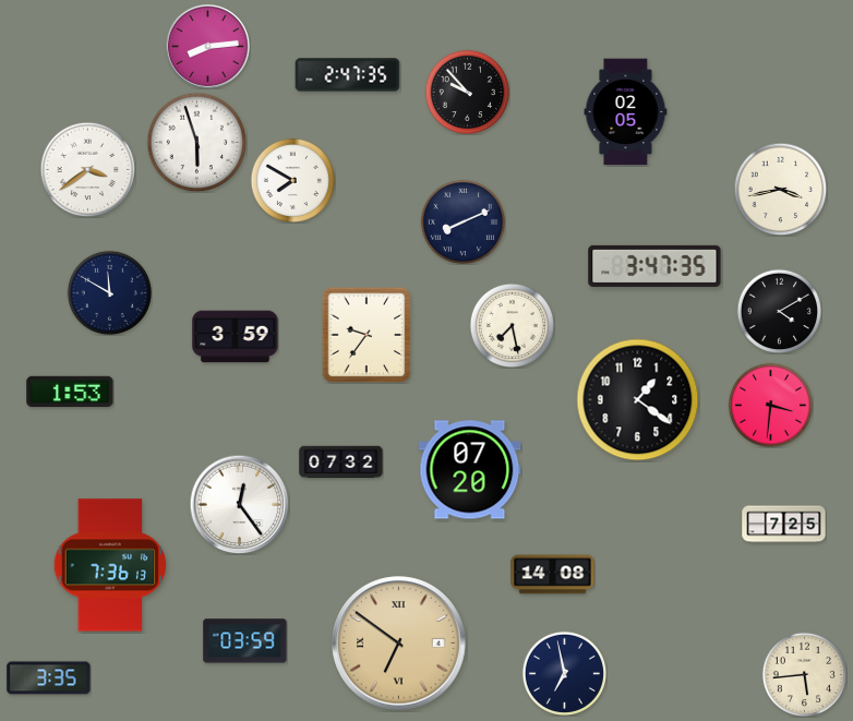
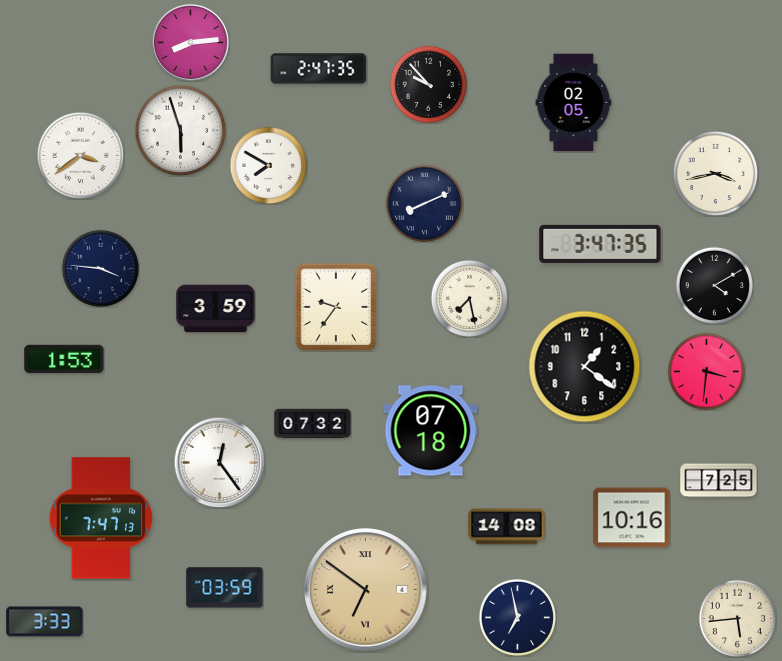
clock at (109, 292): 11:50 -> 3:46
clock at (470, 470): 07:20 -> 07:18
clock at (110, 565): 7:36 -> 7:47
clock at (632, 518): none -> 10:16
clock at (49, 678): 3:35 -> 3:33
